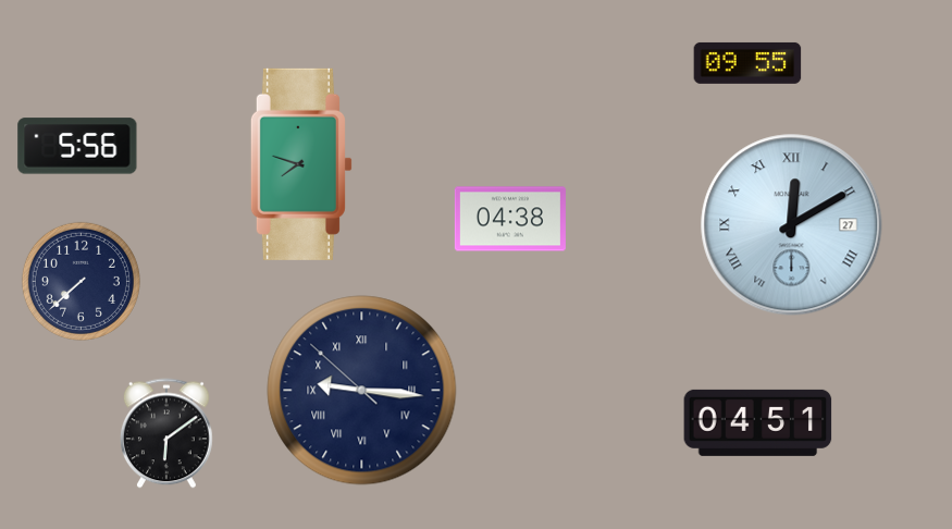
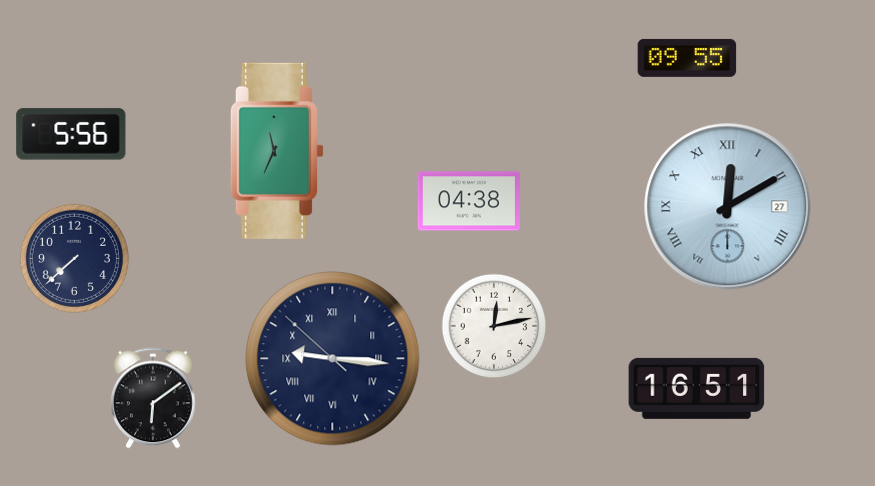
clock at (301, 164): 7:48 -> 11:34
clock at (494, 326): none -> 12:13
clock at (758, 422): 04:51 -> 16:51
